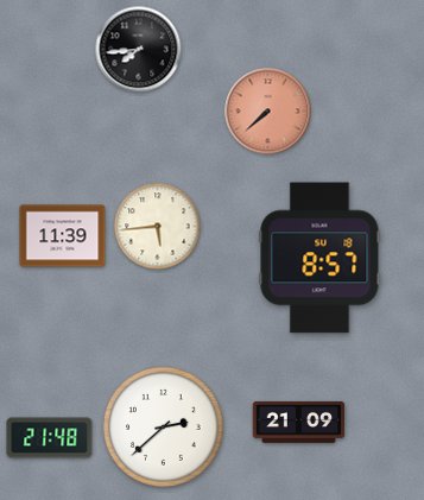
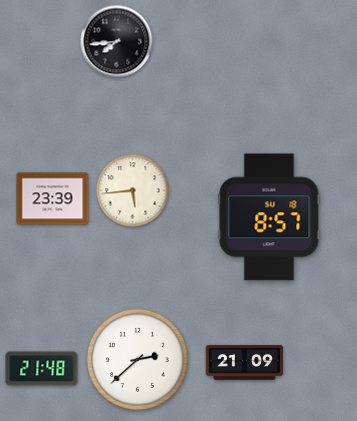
clock at (268, 112): 7:38 -> none
clock at (63, 236): 11:39 -> 23:39
clock at (299, 422) position: (299, 422) -> (245, 362)
